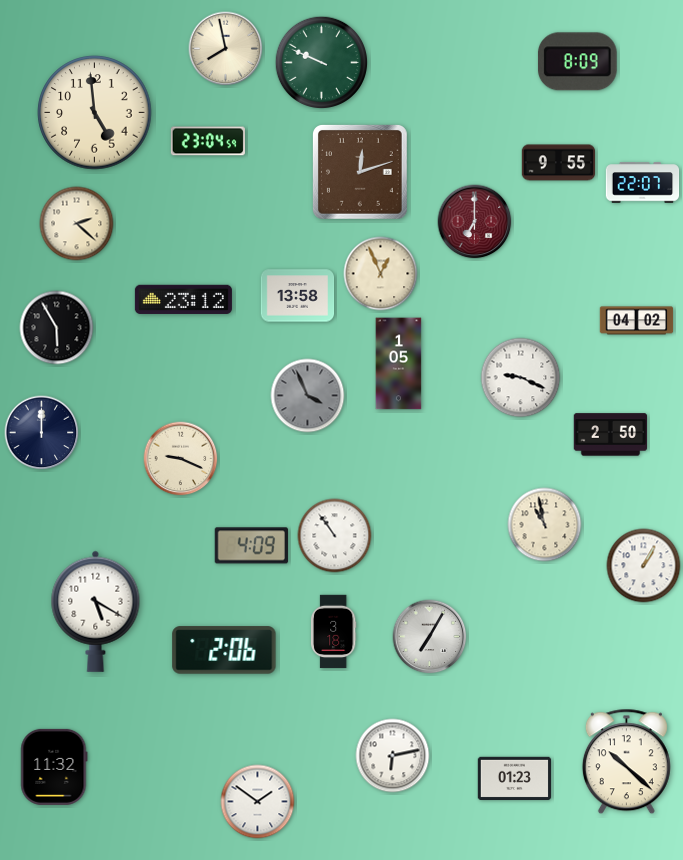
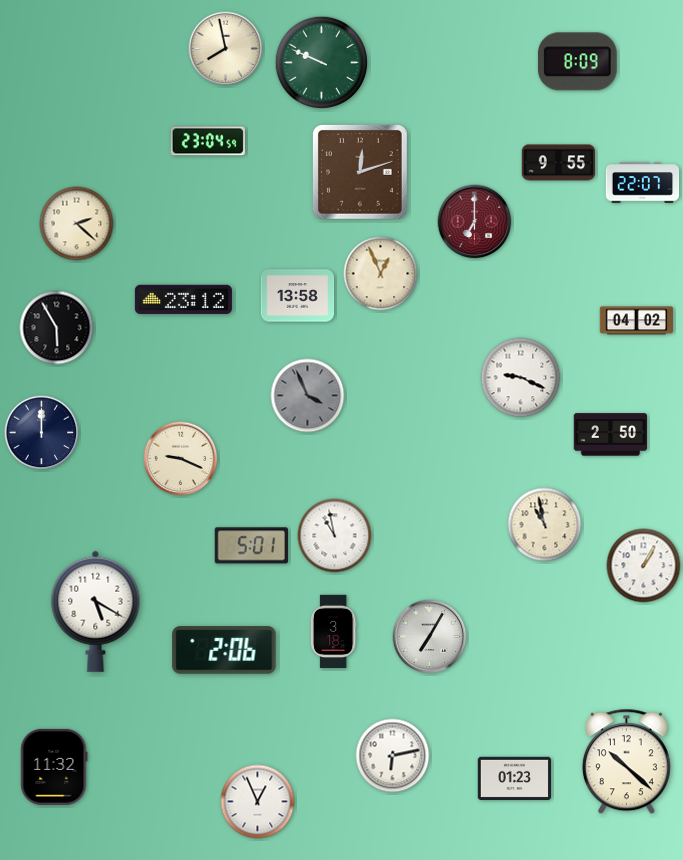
clock at (95, 113): 4:59 -> none
clock at (399, 364): 1:05 -> none
clock at (335, 536): 10:54 -> 10:58
clock at (251, 546): 4:09 -> 5:01
clock at (258, 802): 1:51 -> 12:56
